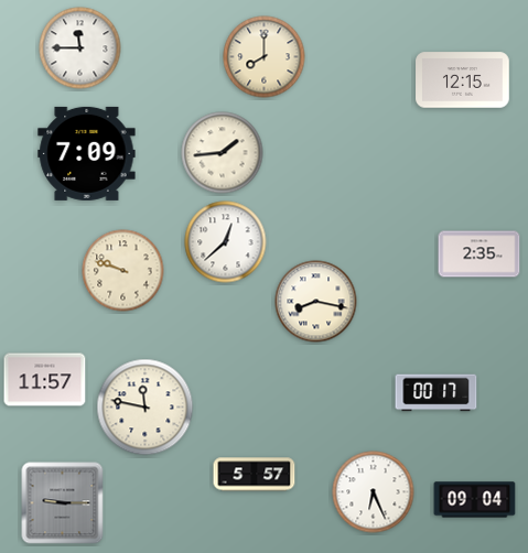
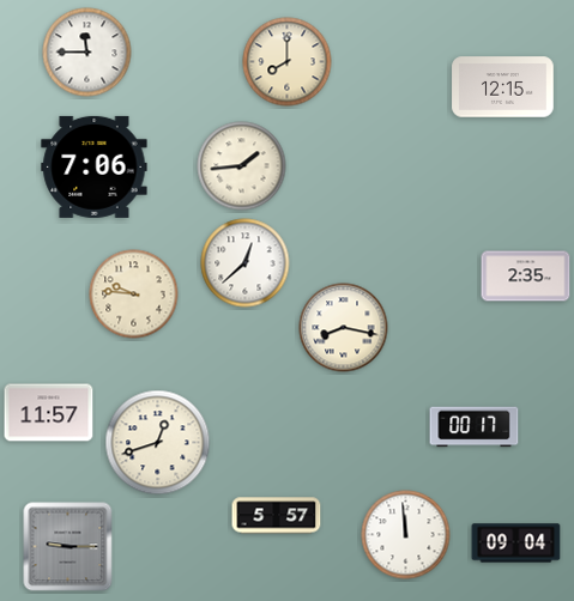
clock at (87, 153): 7:09 -> 7:06
clock at (479, 254) position: (479, 254) -> (526, 277)
clock at (123, 271): 9:48 -> 9:46
clock at (146, 408): 11:47 -> 12:42
clock at (374, 492): 6:26 -> 11:59
